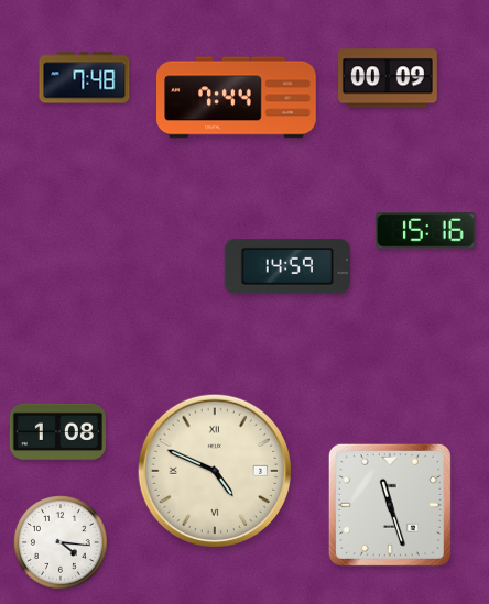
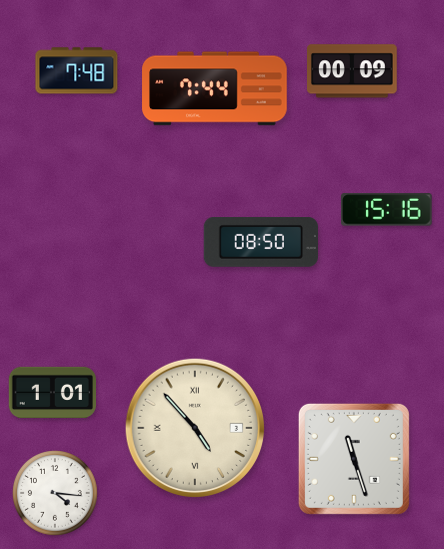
clock at (287, 267): 14:59 -> 08:50
clock at (57, 432): 1:08 -> 1:01
clock at (215, 471): 4:49 -> 4:53
